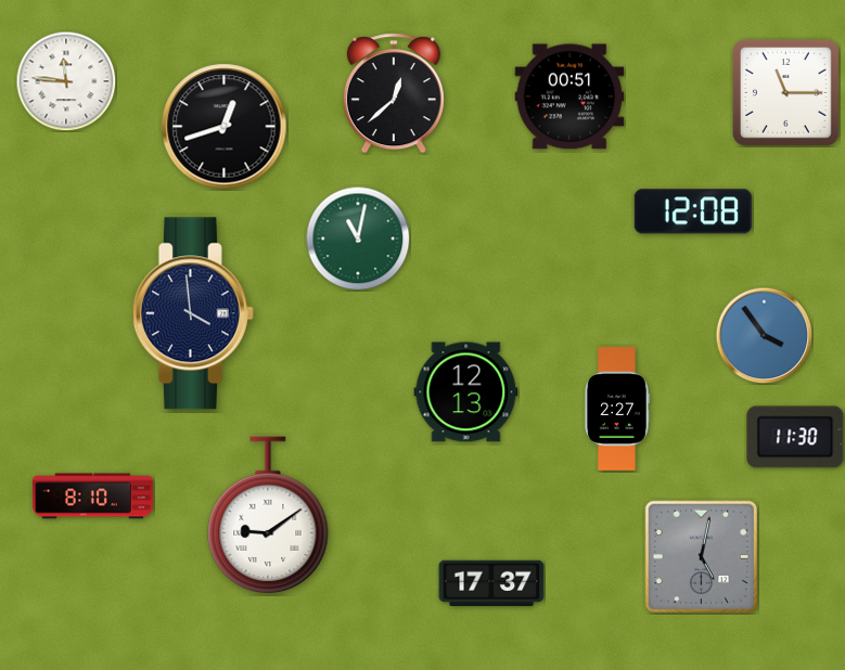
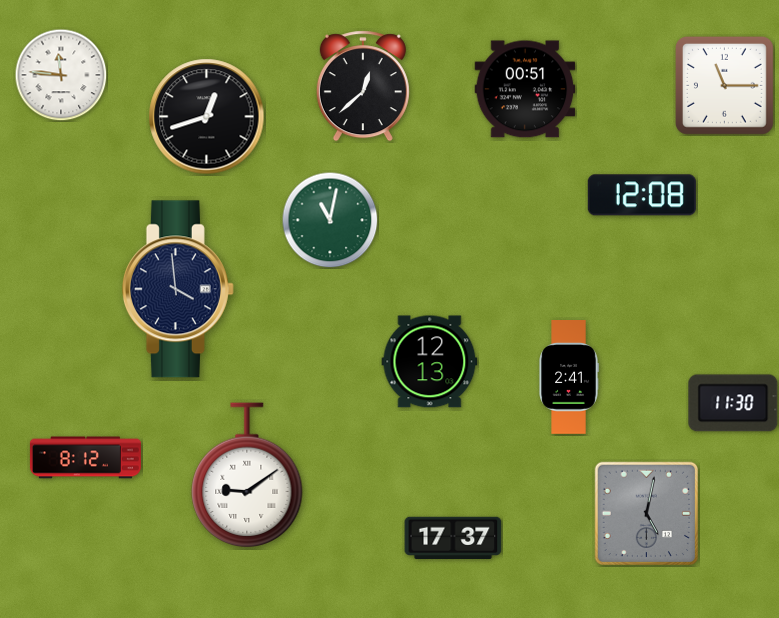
clock at (693, 211) position: (693, 211) -> (642, 195)
clock at (764, 335): 3:54 -> none
clock at (617, 410): 2:27 -> 2:41
clock at (92, 497): 8:10 -> 8:12
